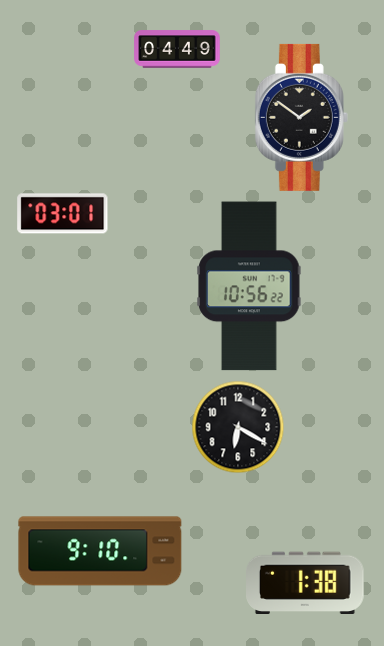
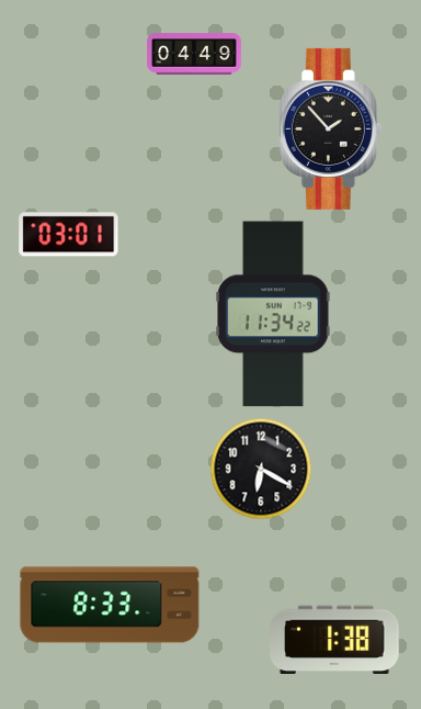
clock at (301, 117): 1:51 -> 1:53
clock at (249, 286): 10:56 -> 11:34
clock at (100, 551): 9:10 -> 8:33
